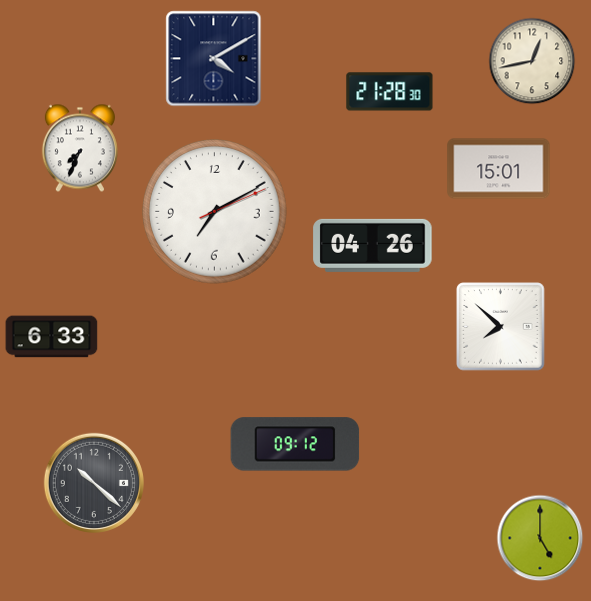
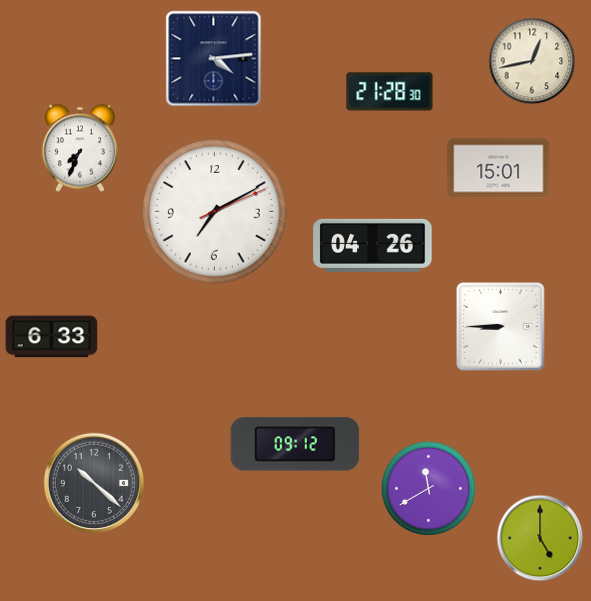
clock at (214, 59): 4:10 -> 4:14
clock at (501, 327): 7:52 -> 8:45
clock at (429, 489): none -> 11:40
